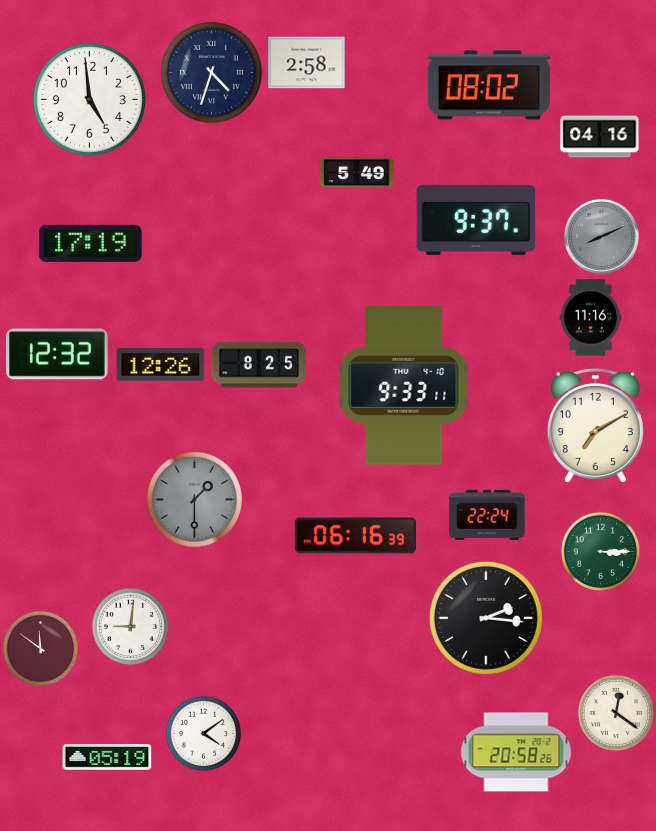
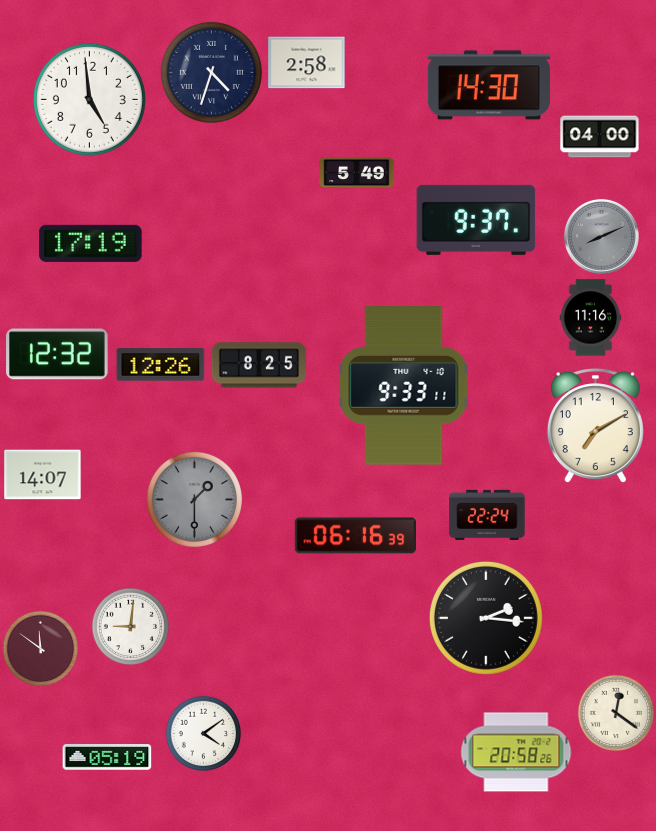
clock at (489, 85): 08:02 -> 14:30
clock at (600, 137): 04:16 -> 04:00
clock at (43, 475): none -> 14:07
clock at (601, 552): 3:15 -> none
